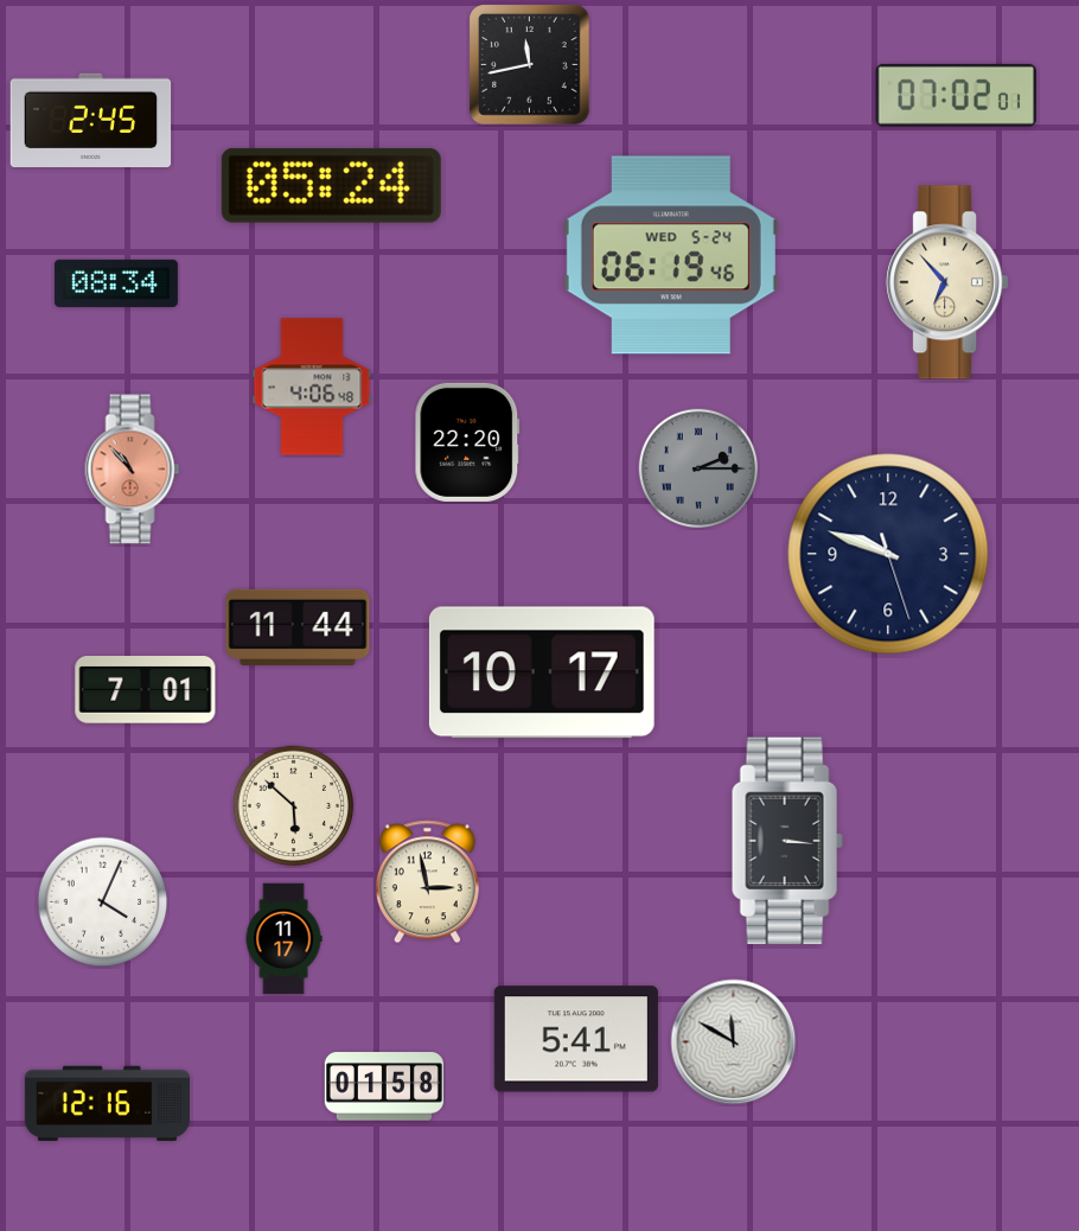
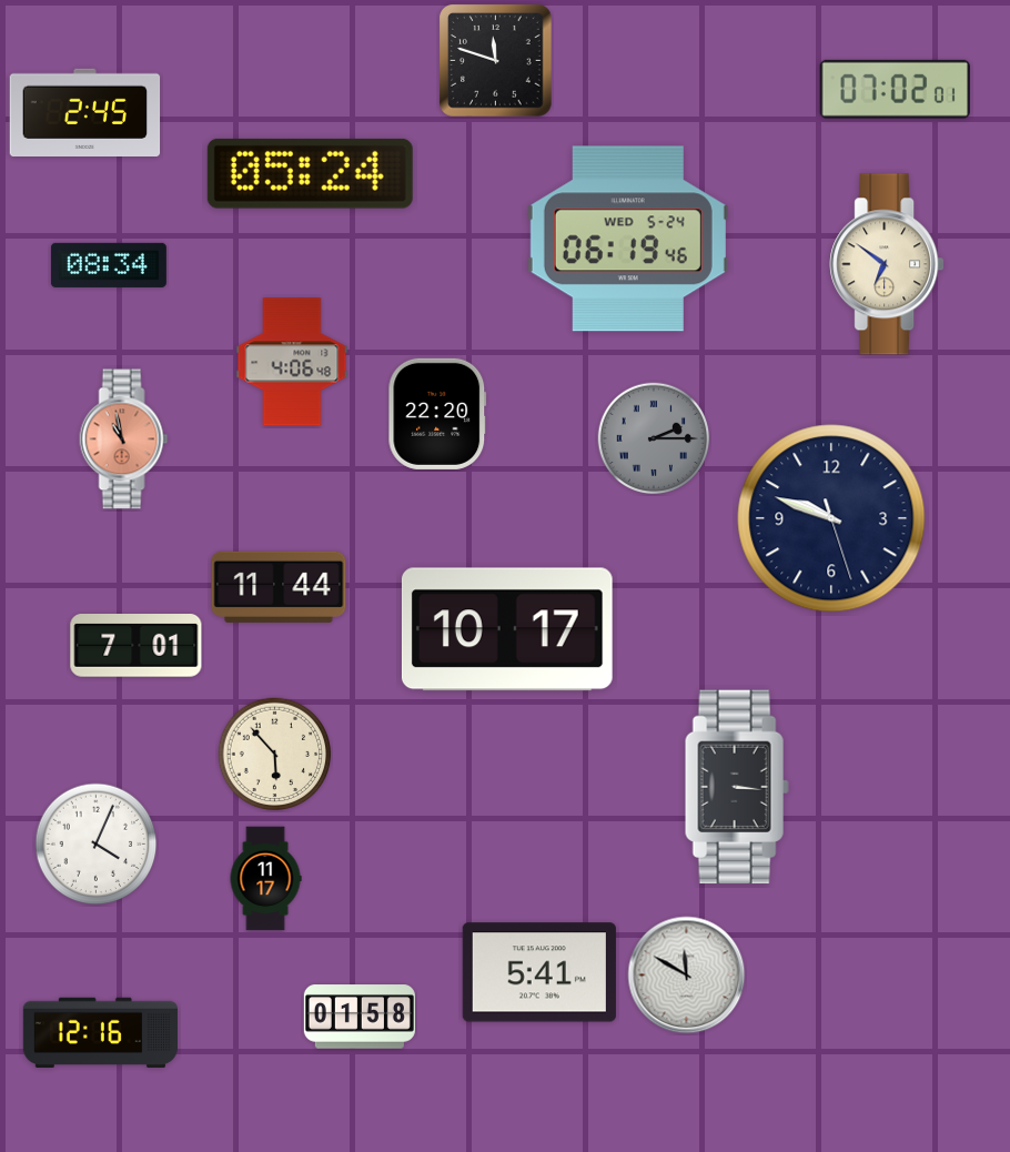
clock at (530, 65): 11:43 -> 11:48
clock at (947, 282): 6:53 -> 6:51
clock at (133, 470): 10:53 -> 10:58
clock at (294, 806): 5:52 -> 5:53
clock at (427, 882): 2:58 -> none
